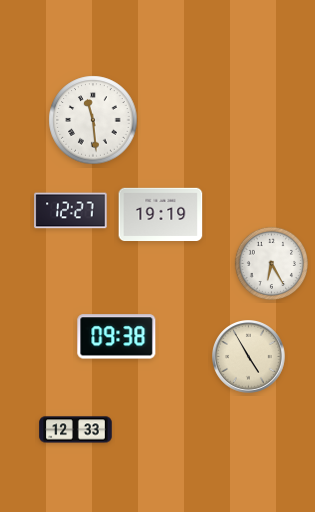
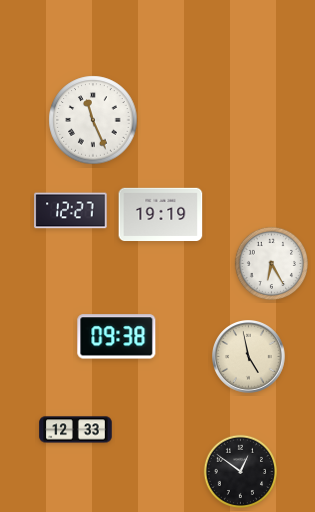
clock at (93, 120): 11:29 -> 11:26
clock at (249, 357): 4:55 -> 4:58
clock at (240, 471): none -> 12:51
